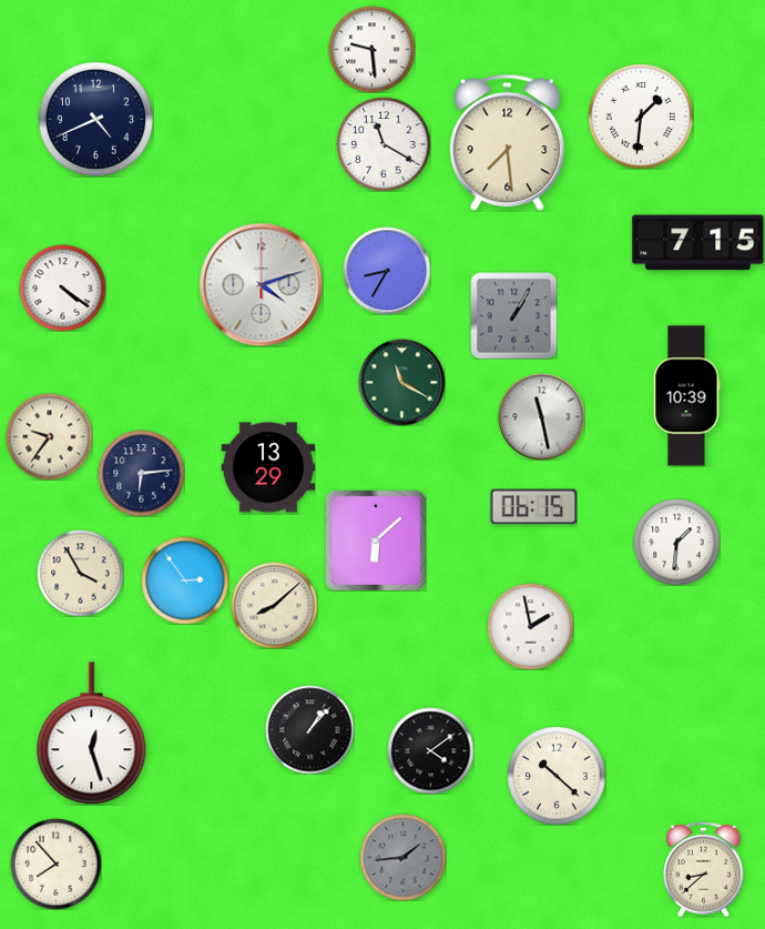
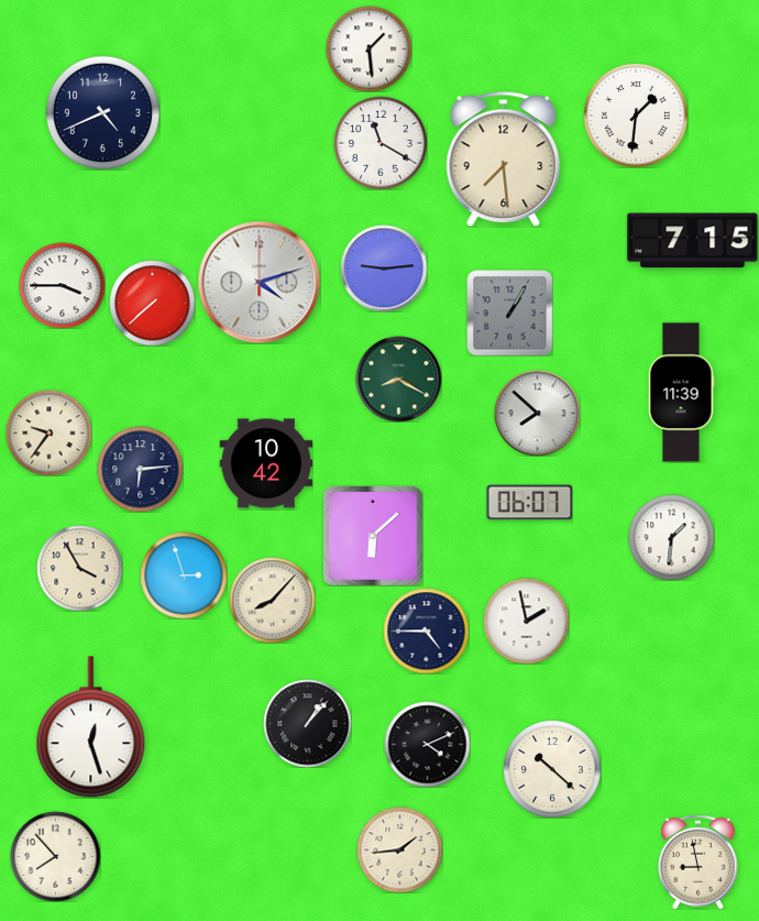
clock at (371, 49): 9:29 -> 1:29
clock at (95, 119) position: (95, 119) -> (102, 112)
clock at (508, 142) position: (508, 142) -> (504, 158)
clock at (387, 271): 8:35 -> 9:14
clock at (62, 287): 4:21 -> 3:45
clock at (152, 303): none -> 7:38
clock at (401, 382): 11:20 -> 8:20
clock at (686, 396): 10:39 -> 11:39
clock at (541, 416): 11:28 -> 7:52
clock at (268, 467): 13:29 -> 10:42
clock at (533, 507): 06:15 -> 06:07
clock at (185, 580): 2:54 -> 2:57
clock at (274, 605): 8:08 -> 8:07
clock at (426, 631): none -> 4:45
clock at (430, 750): 4:09 -> 4:11
clock at (402, 857) dial: grey -> cream
clock at (704, 869): 8:38 -> 8:58
